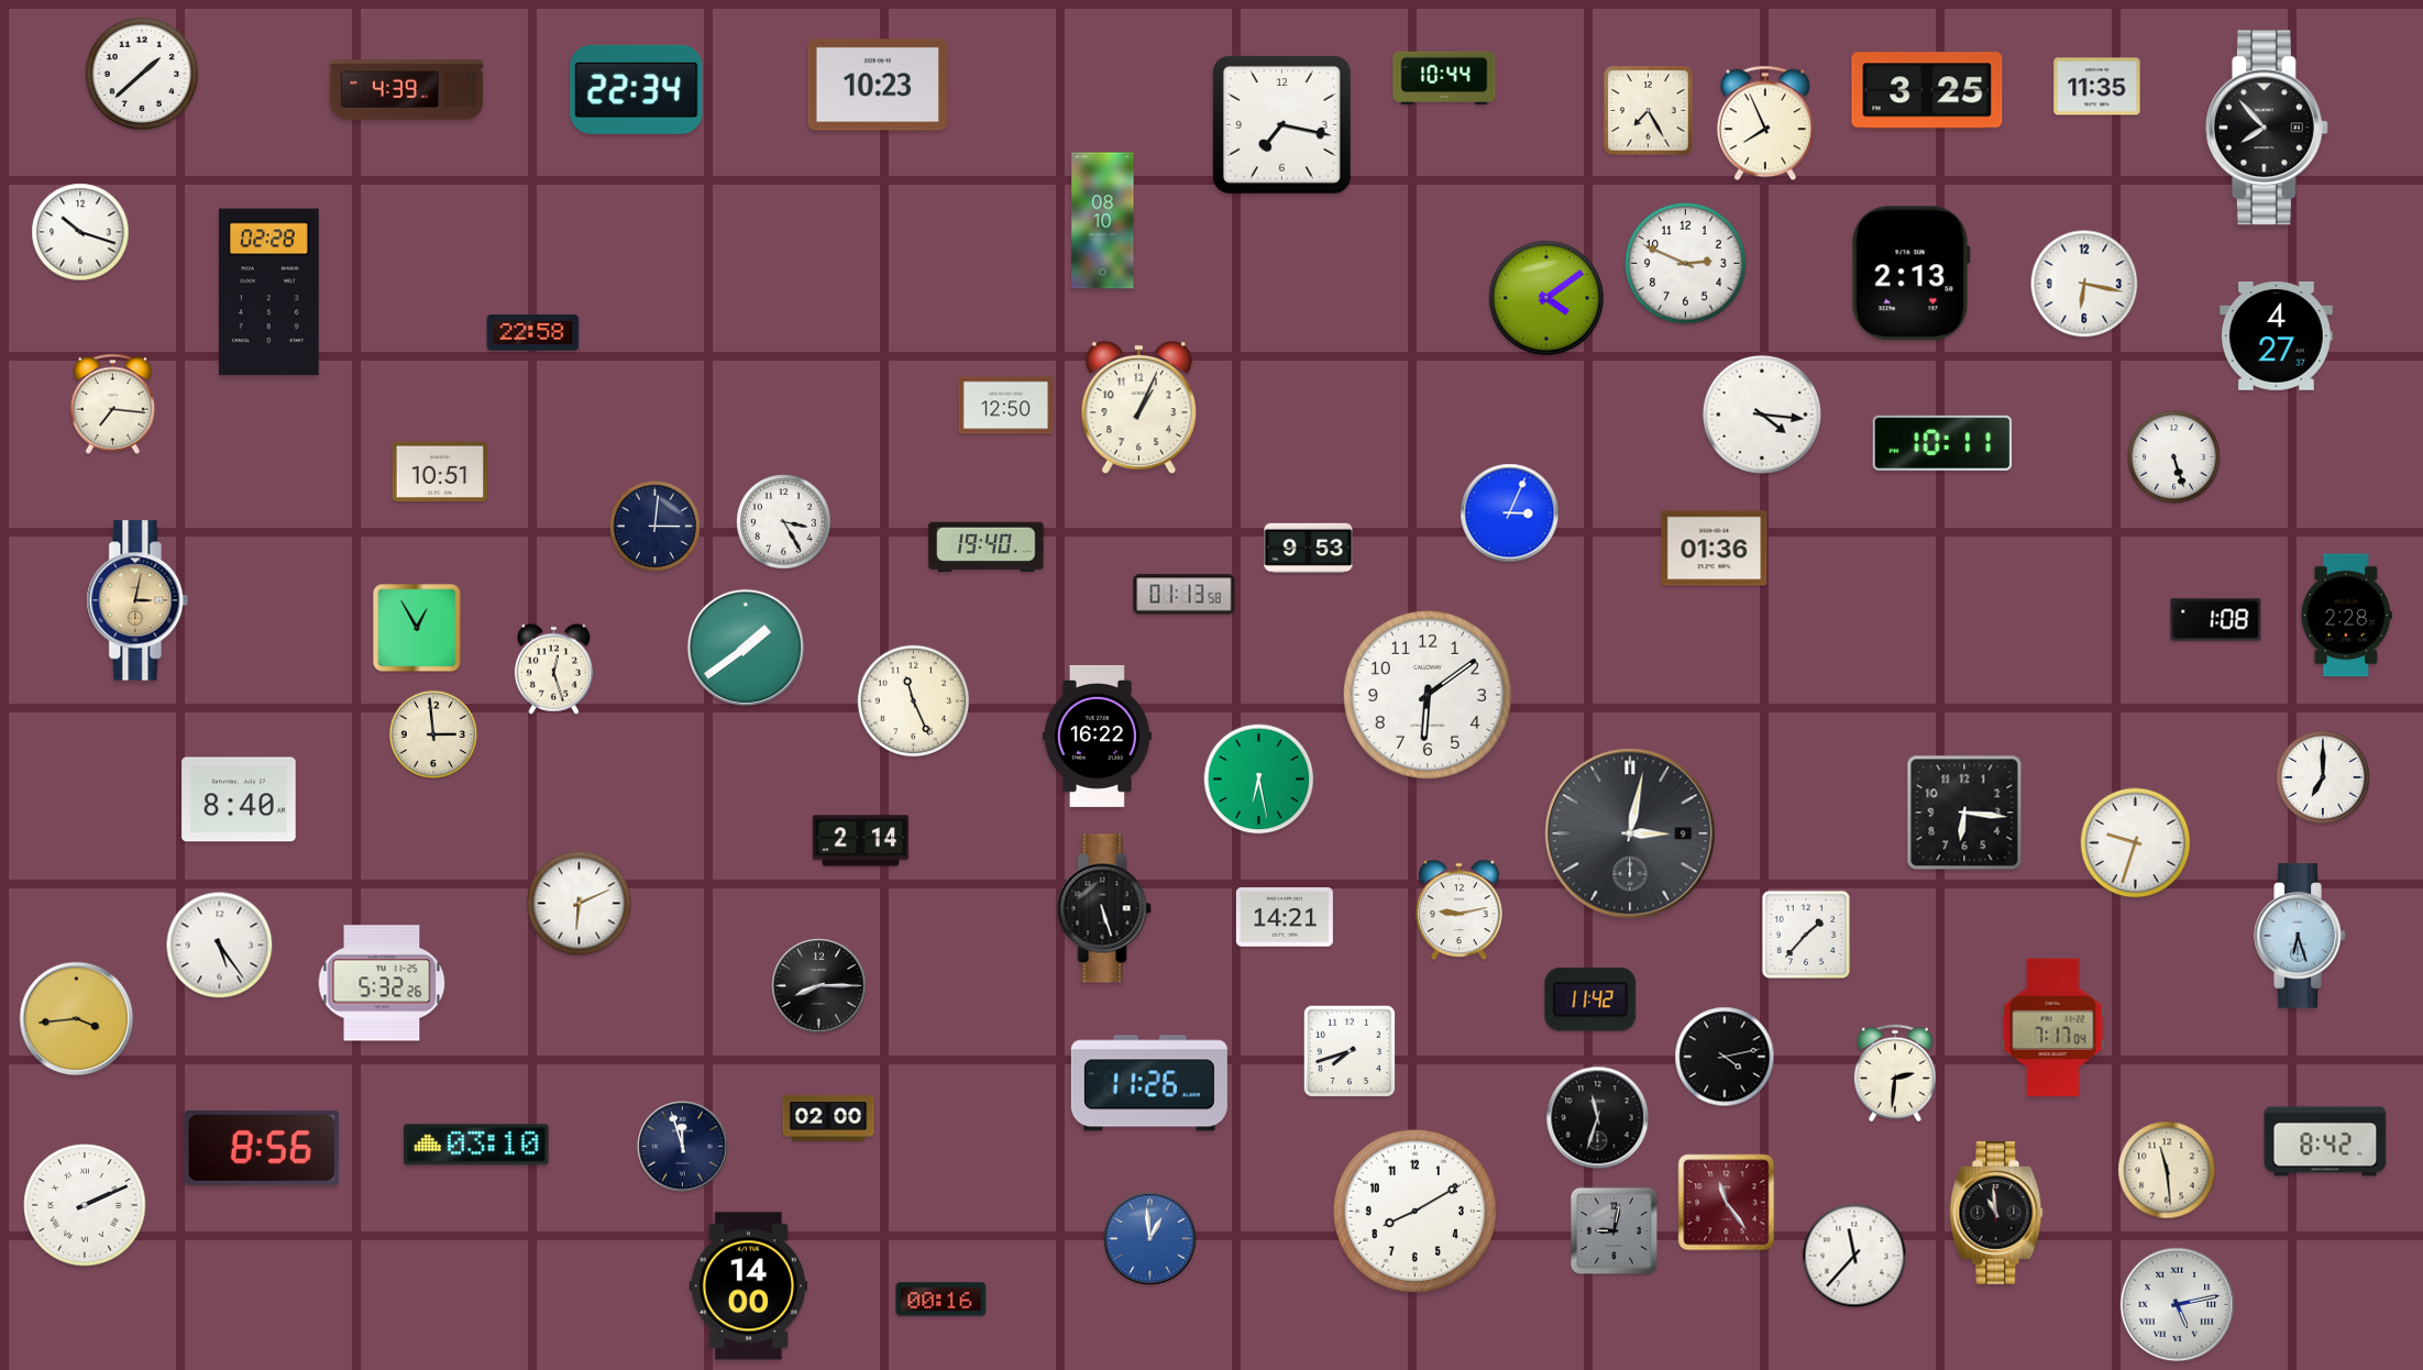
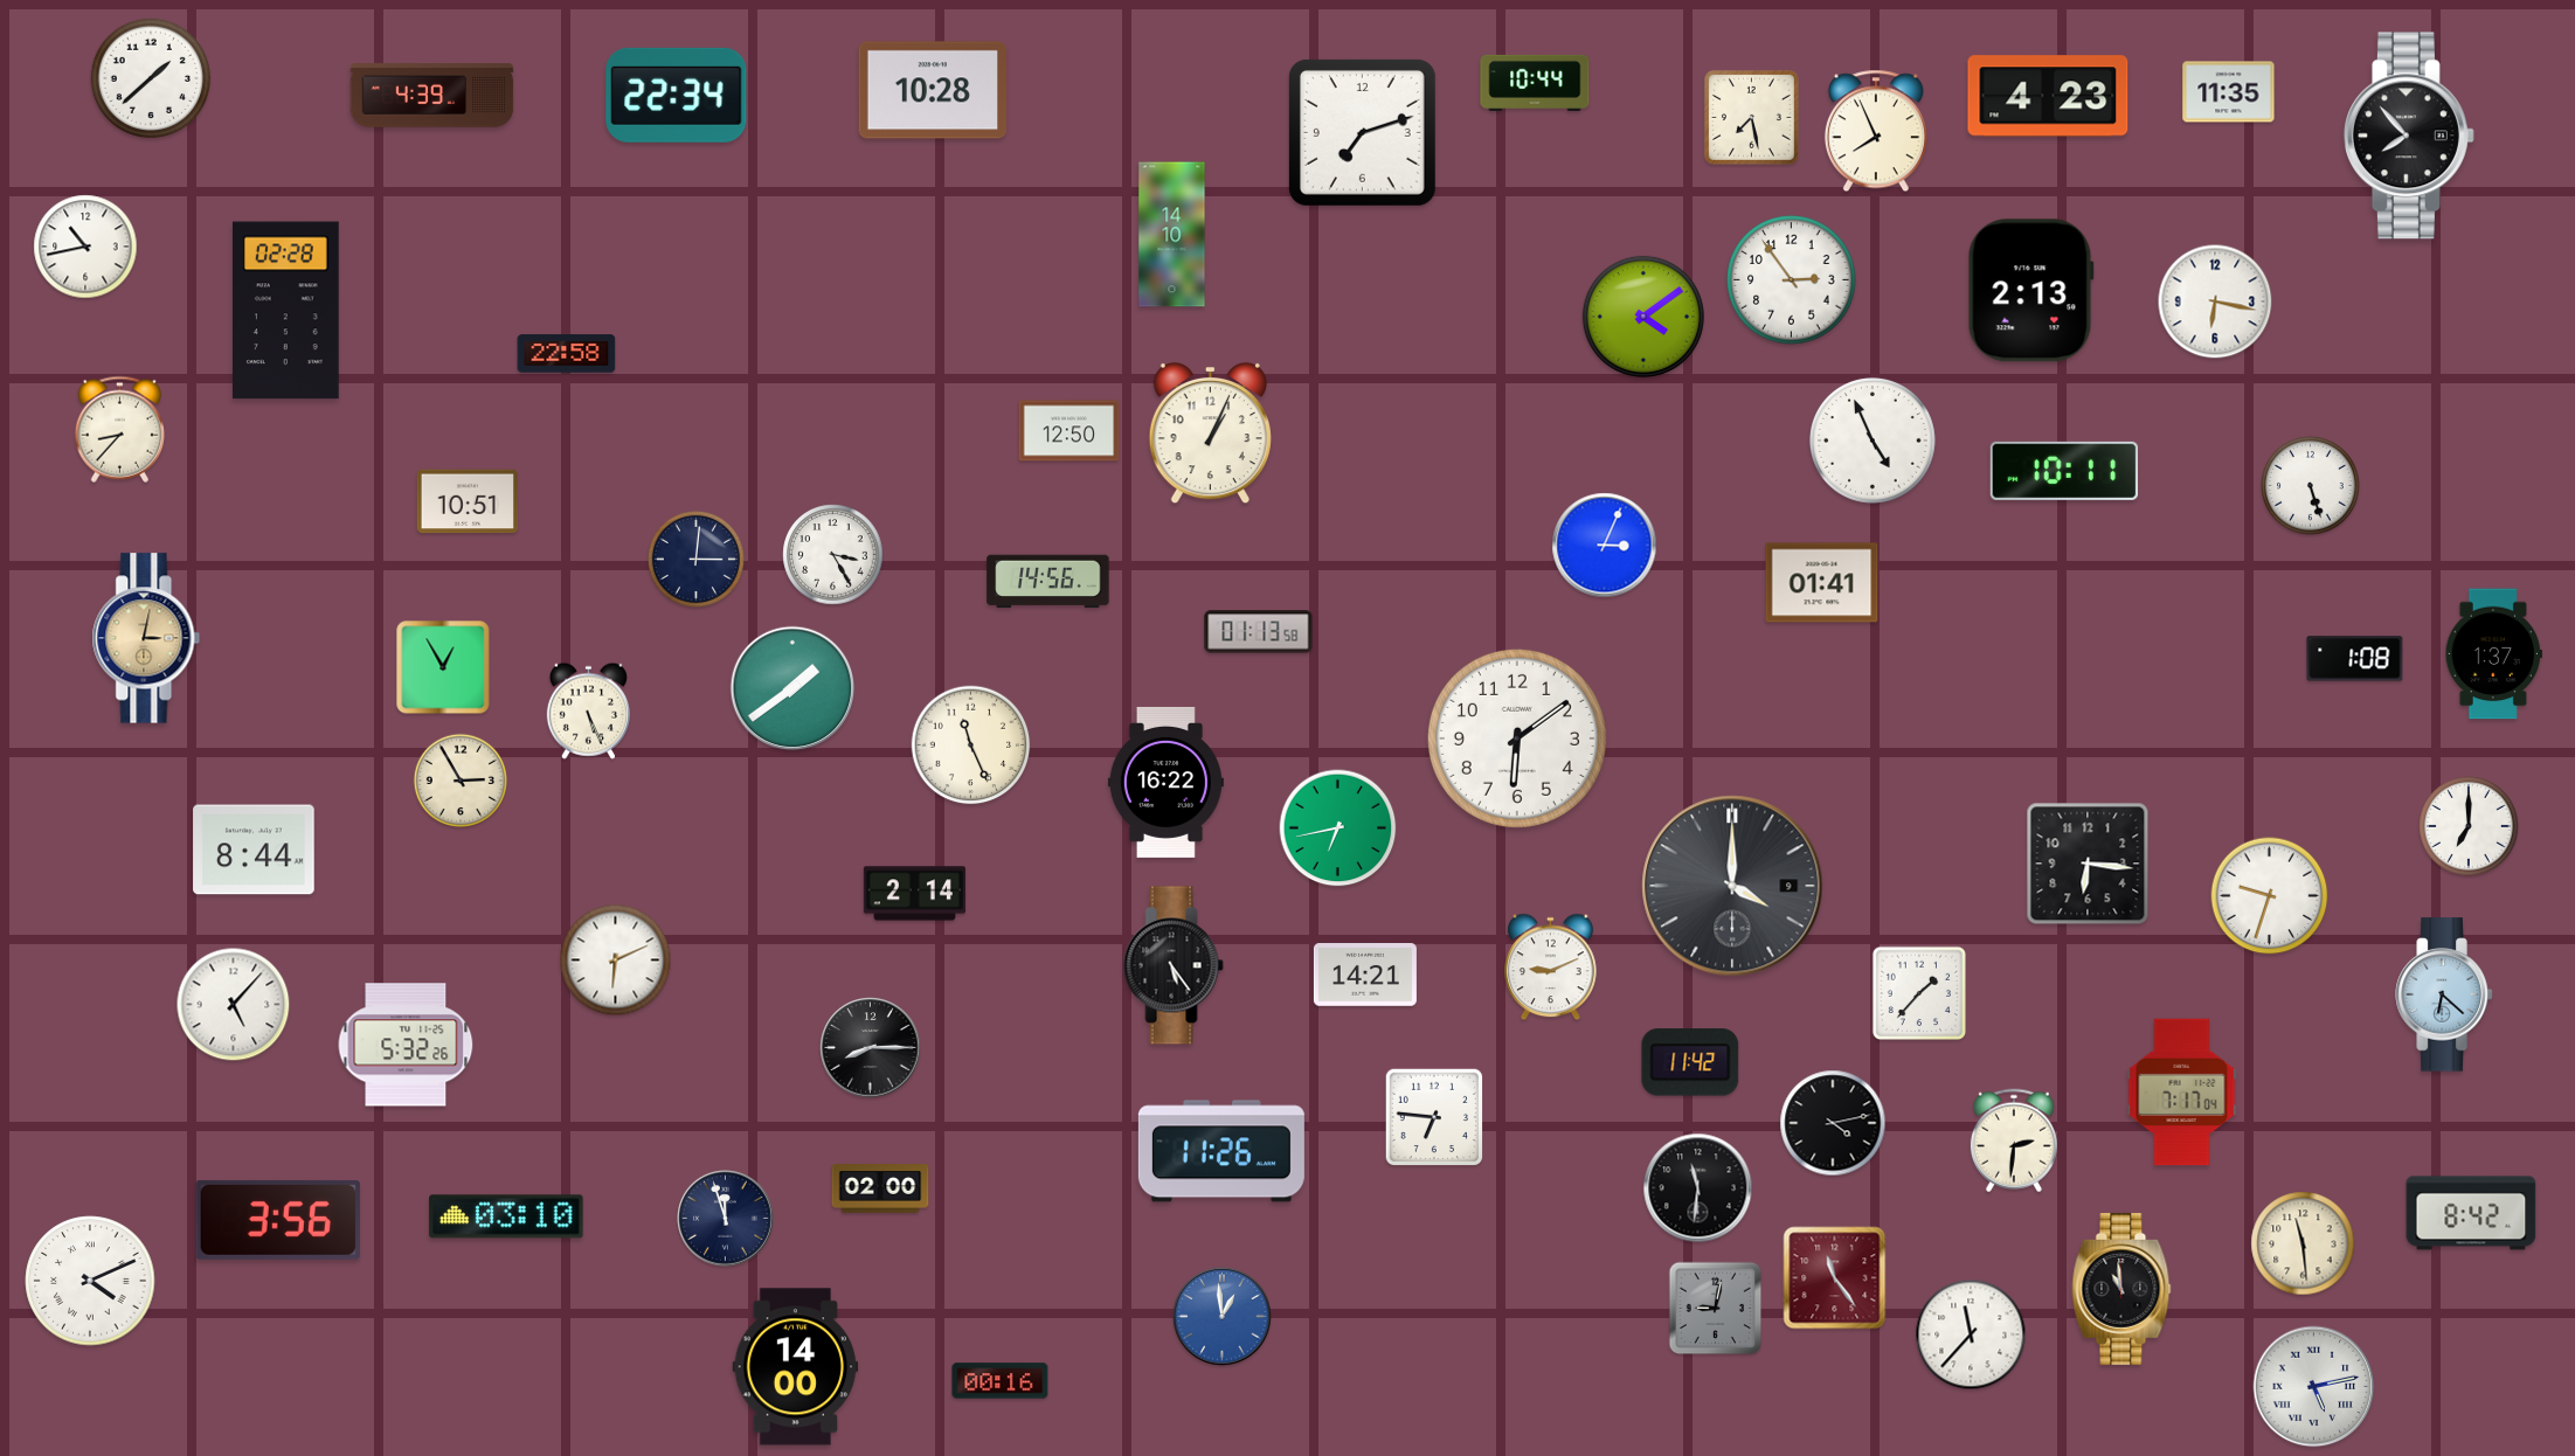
clock at (878, 85): 10:23 -> 10:28
clock at (1927, 90): 3:25 -> 4:23
clock at (1648, 110): 7:25 -> 7:28
clock at (1281, 124): 7:17 -> 7:12
clock at (1103, 221): 08:10 -> 14:10
clock at (80, 232): 10:18 -> 10:43
clock at (1686, 264): 2:49 -> 2:54
clock at (2276, 336): 4:27 -> none
clock at (113, 404): 7:16 -> 8:37
clock at (1762, 415): 4:16 -> 4:56
clock at (987, 548): 19:40 -> 14:56
clock at (1309, 548): 9:53 -> none
clock at (1715, 549): 01:36 -> 01:41
clock at (2346, 616): 2:28 -> 1:37
clock at (553, 669): 12:27 -> 5:26
clock at (433, 734): 2:59 -> 2:55
clock at (1259, 780): 6:28 -> 6:43
clock at (239, 799): 8:40 -> 8:44
clock at (1630, 833): 3:02 -> 4:00
clock at (1104, 908): 5:27 -> 5:24
clock at (1460, 910): 9:13 -> 9:11
clock at (2300, 936): 6:27 -> 6:22
clock at (220, 946): 5:24 -> 5:07
clock at (77, 1019): 3:44 -> none
clock at (1350, 1051): 7:42 -> 6:46
clock at (1598, 1118): 11:33 -> 11:31
clock at (262, 1148): 8:56 -> 3:56
clock at (85, 1205): 2:11 -> 4:11
clock at (1414, 1211): 8:10 -> none
